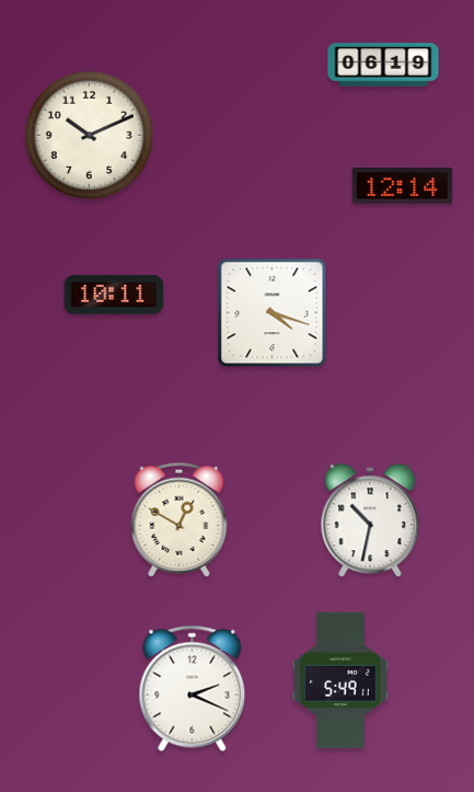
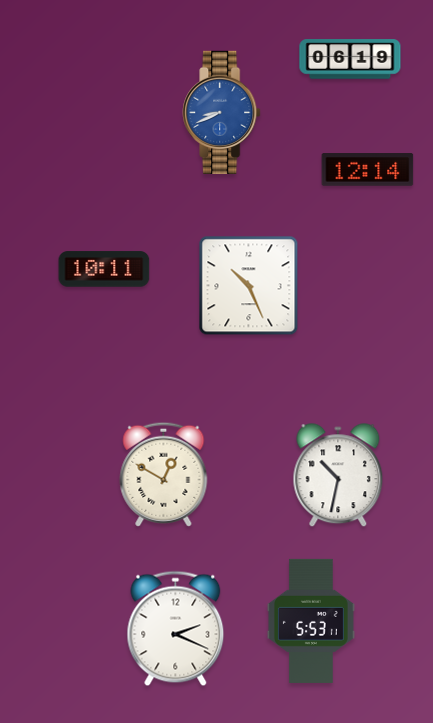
clock at (222, 112): none -> 8:41
clock at (90, 136): 10:11 -> none
clock at (273, 313): 4:18 -> 10:26
clock at (340, 680): 5:49 -> 5:53
